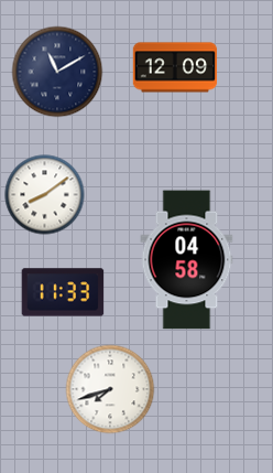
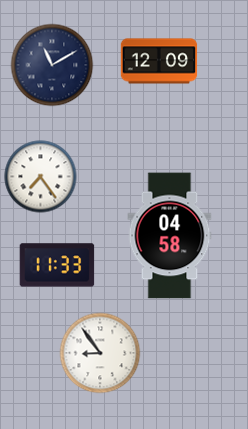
clock at (45, 195): 8:09 -> 7:24
clock at (110, 389): 7:42 -> 8:54
